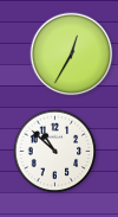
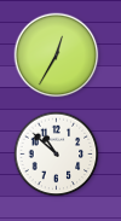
clock at (72, 55) position: (72, 55) -> (57, 56)
